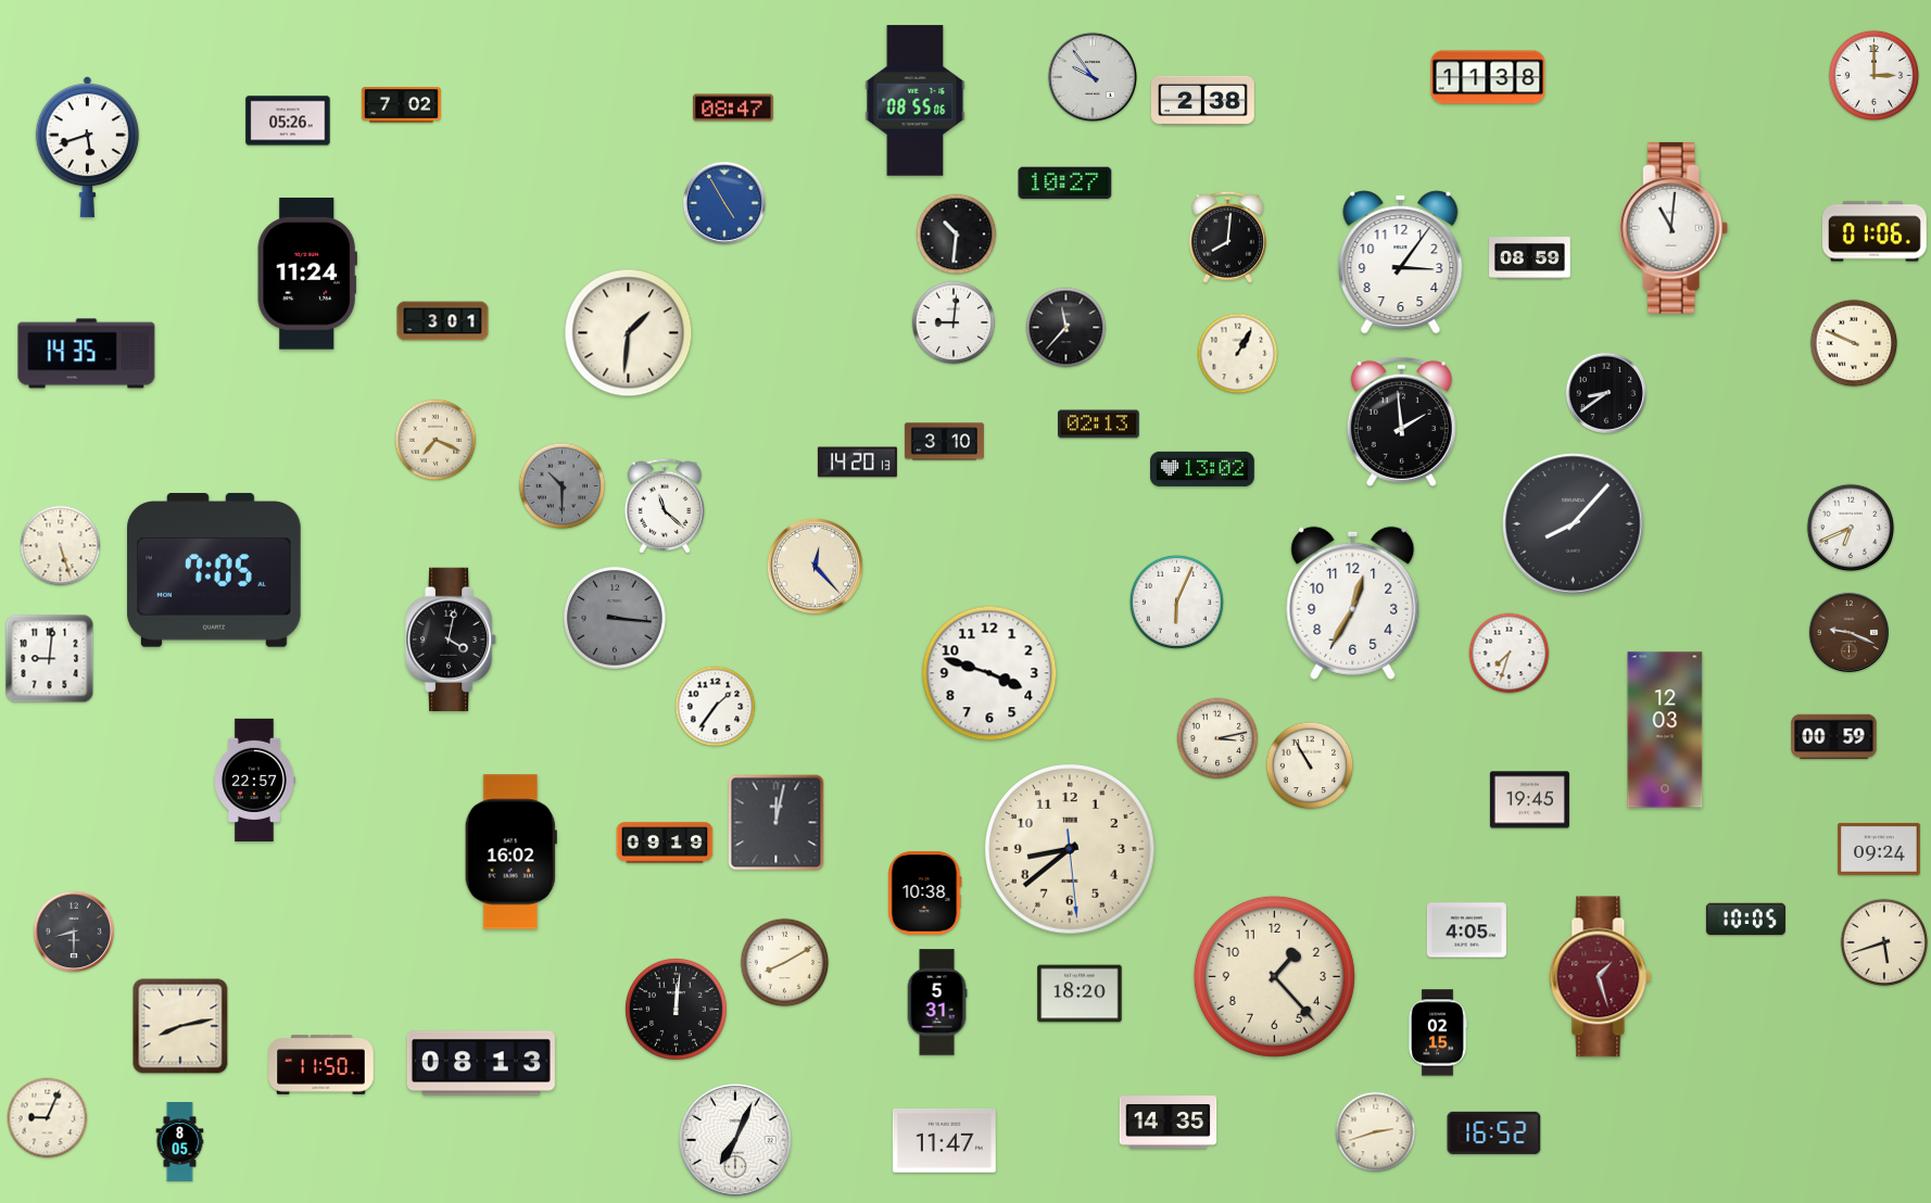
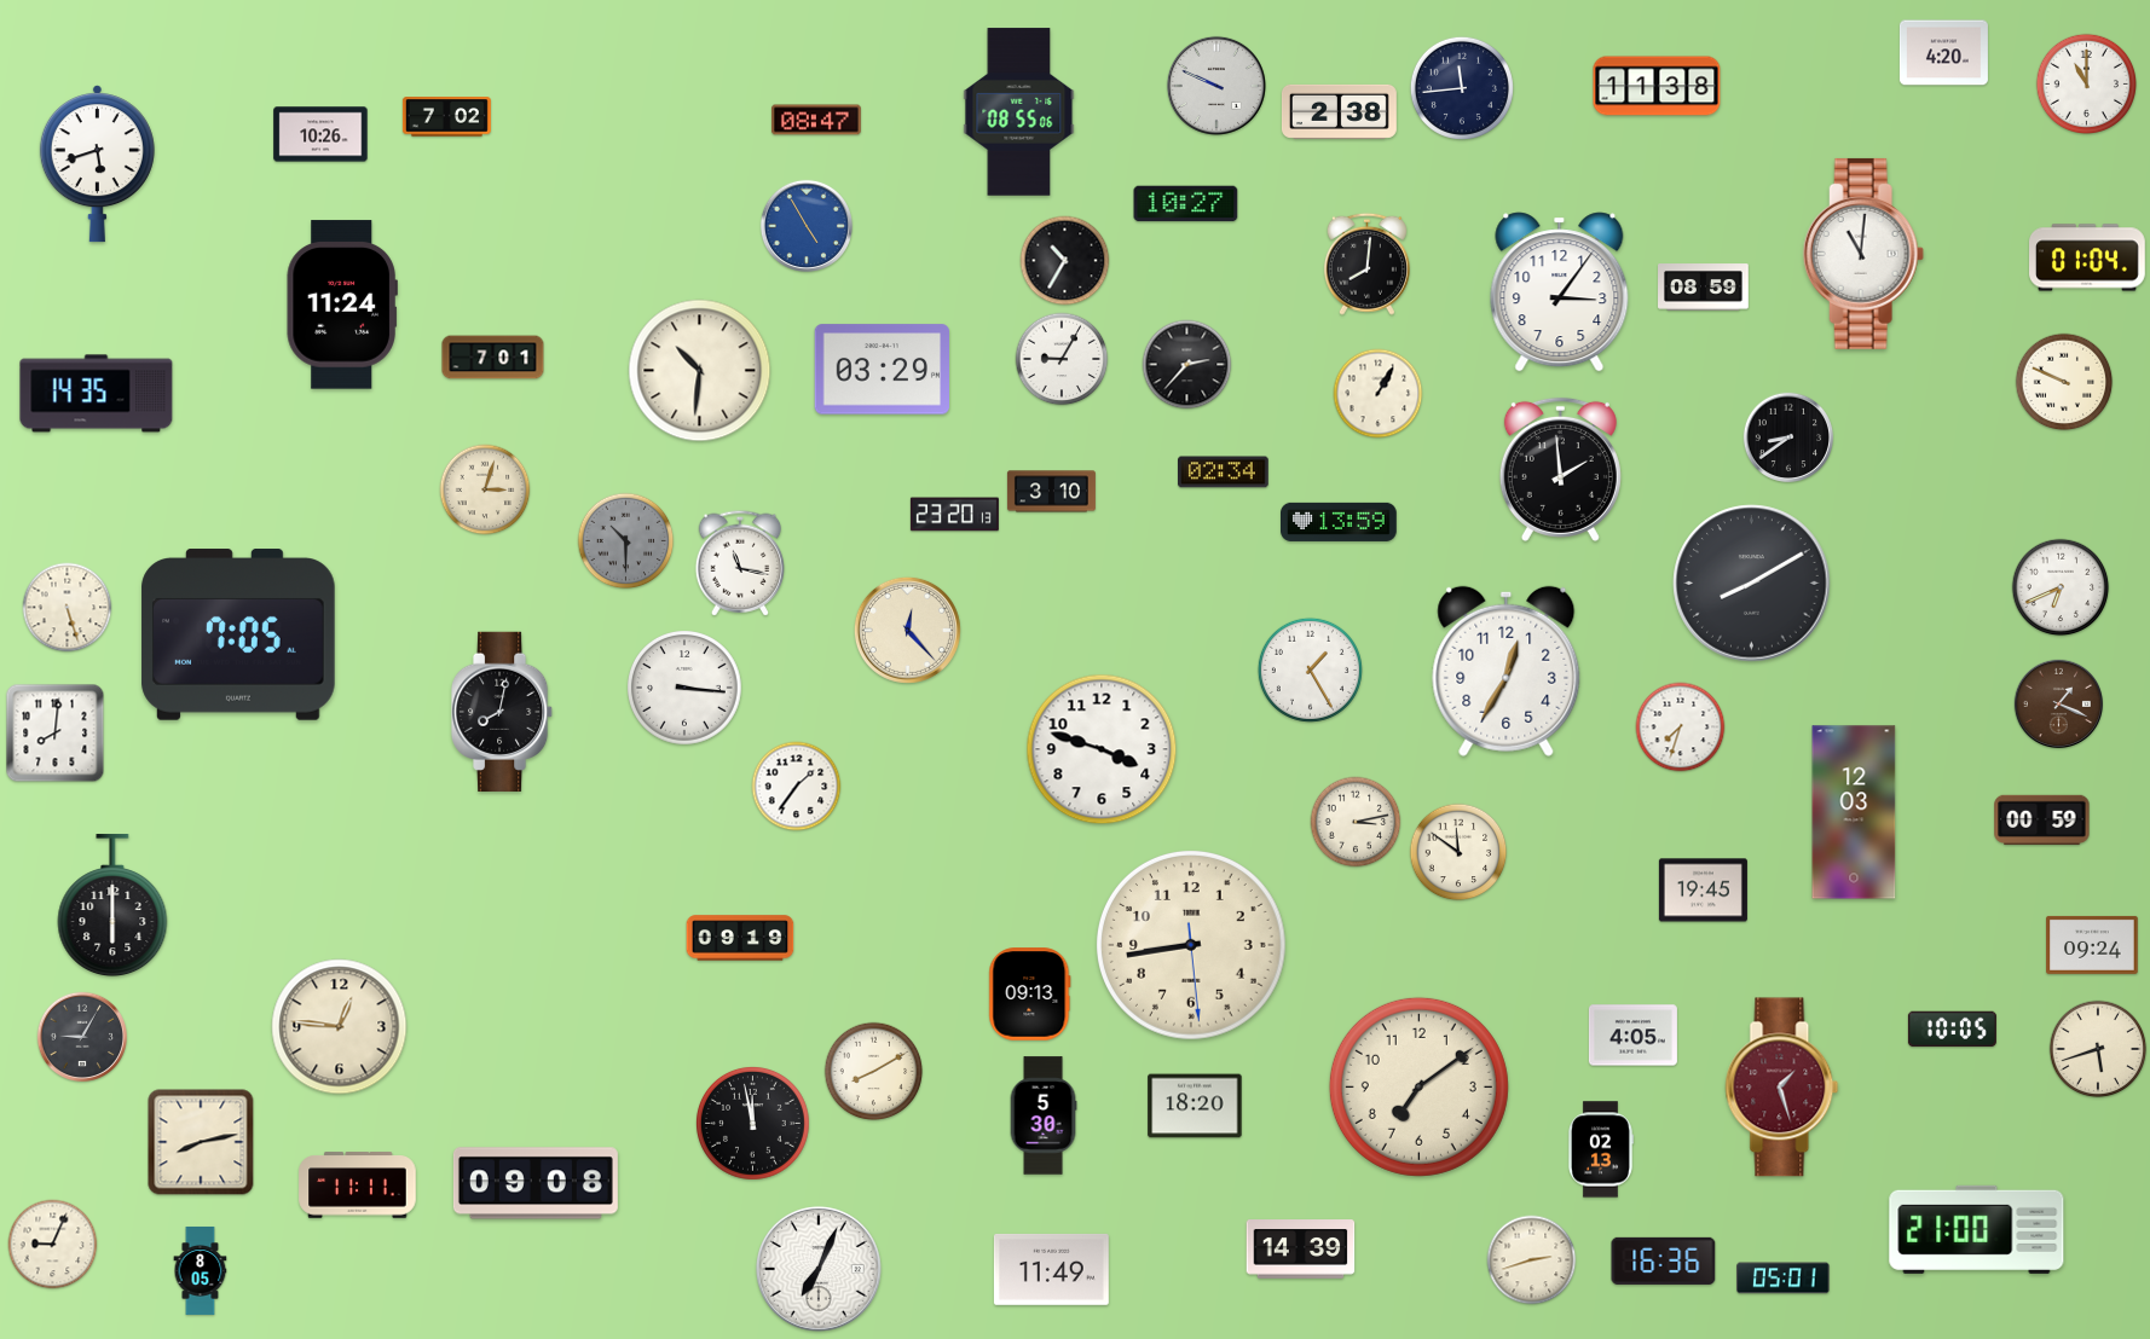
clock at (1943, 53): none -> 4:20
clock at (1875, 76): 3:00 -> 11:00
clock at (1093, 77): 9:54 -> 9:49
clock at (1462, 88): none -> 11:44
clock at (288, 121): 05:26 -> 10:26
clock at (1875, 231): 01:06 -> 01:04
clock at (957, 235): 10:31 -> 10:35
clock at (443, 321): 3:01 -> 7:01
clock at (954, 322): 9:01 -> 9:05
clock at (1067, 328): 11:37 -> 2:37
clock at (883, 370): none -> 03:29
clock at (629, 333): 1:31 -> 10:31
clock at (1099, 425): 02:13 -> 02:34
clock at (436, 440): 7:19 -> 3:03
clock at (857, 463): 14:20 -> 23:20
clock at (1203, 469): 13:02 -> 13:59
clock at (665, 506): 11:22 -> 11:17
clock at (1574, 524): 8:07 -> 8:10
clock at (1176, 602): 6:04 -> 1:25
clock at (616, 619) dial: grey -> white
clock at (1848, 632): 9:19 -> 1:19
clock at (451, 638): 4:02 -> 8:02
clock at (50, 659): 9:01 -> 8:01
clock at (1310, 765): 10:55 -> 11:51
clock at (255, 780): 22:57 -> none
clock at (112, 906): none -> 6:00
clock at (777, 823): 12:02 -> none
clock at (1071, 850): 8:38 -> 8:43
clock at (510, 852): 16:02 -> none
clock at (925, 894): 10:38 -> 09:13
clock at (1745, 920) position: (1745, 920) -> (1952, 1030)
clock at (340, 1027): none -> 12:46
clock at (73, 930): 8:30 -> 9:05
clock at (1274, 976): 1:23 -> 7:09
clock at (1080, 993) position: (1080, 993) -> (1195, 1106)
clock at (937, 1002): 5:31 -> 5:30
clock at (677, 1010): 12:01 -> 11:58
clock at (1437, 1033): 02:15 -> 02:13
clock at (481, 1063): 08:13 -> 09:08
clock at (321, 1065): 11:50 -> 11:11
clock at (1977, 1229): none -> 21:00
clock at (1169, 1123): 14:35 -> 14:39
clock at (1494, 1132): 16:52 -> 16:36
clock at (944, 1141): 11:47 -> 11:49
clock at (1784, 1279): none -> 05:01
